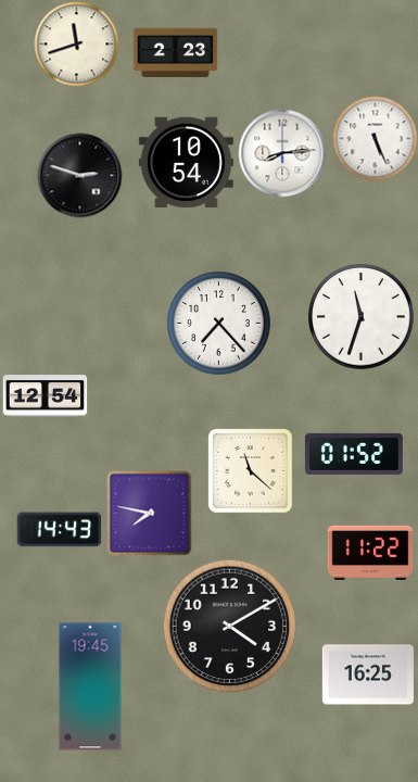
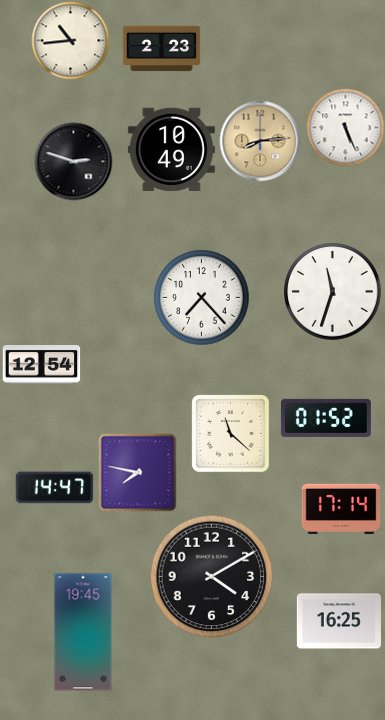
clock at (76, 43): 11:42 -> 10:44
clock at (282, 153) dial: white -> champagne
clock at (186, 163): 10:54 -> 10:49
clock at (59, 530): 14:43 -> 14:47
clock at (370, 552): 11:22 -> 17:14
